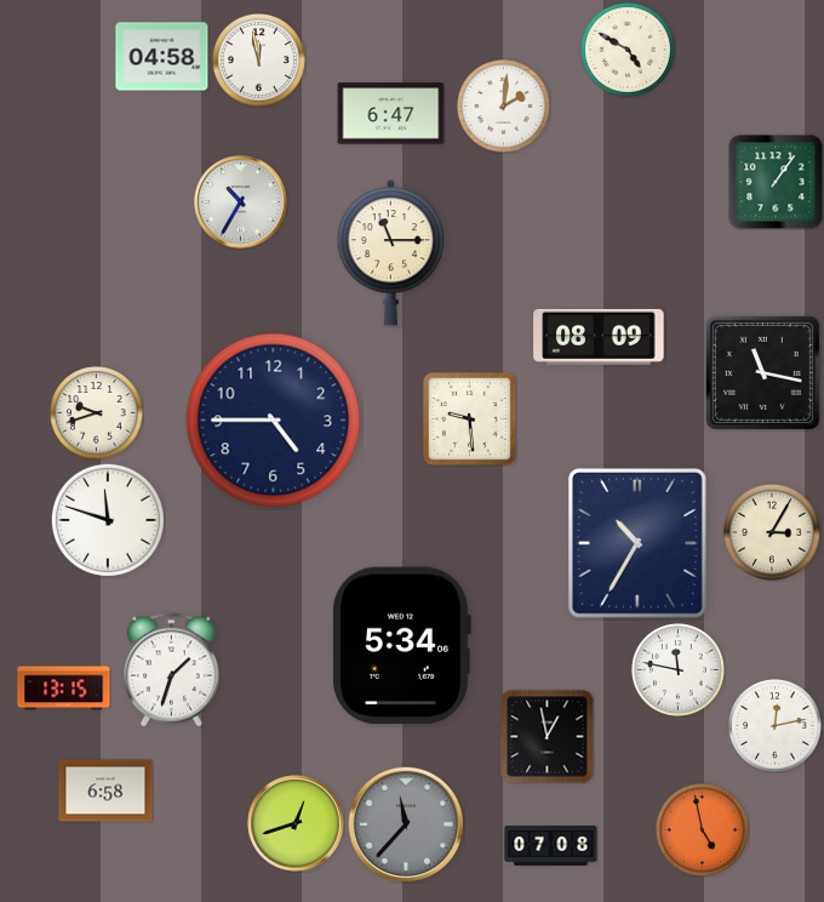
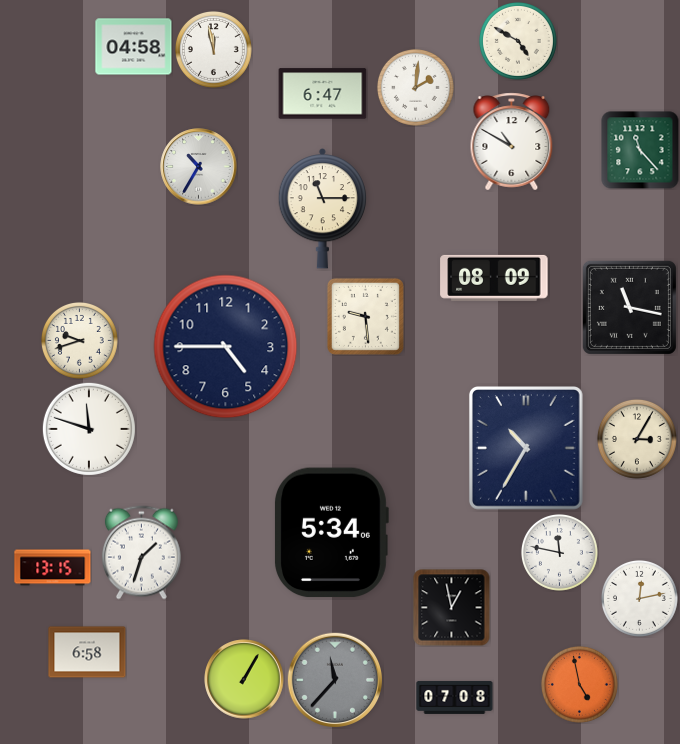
clock at (512, 142): none -> 10:50
clock at (776, 182): 1:06 -> 11:23
clock at (469, 418) position: (469, 418) -> (365, 316)
clock at (296, 823): 12:42 -> 1:05
